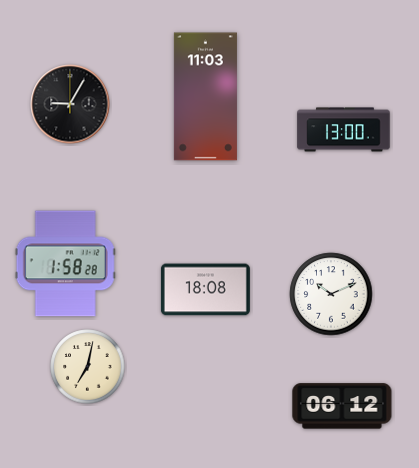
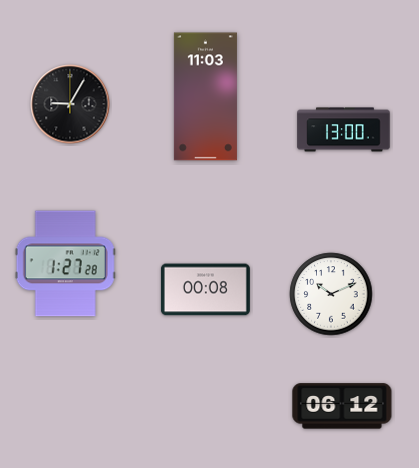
clock at (65, 264): 1:58 -> 1:27
clock at (205, 290): 18:08 -> 00:08
clock at (88, 367): 7:02 -> none
